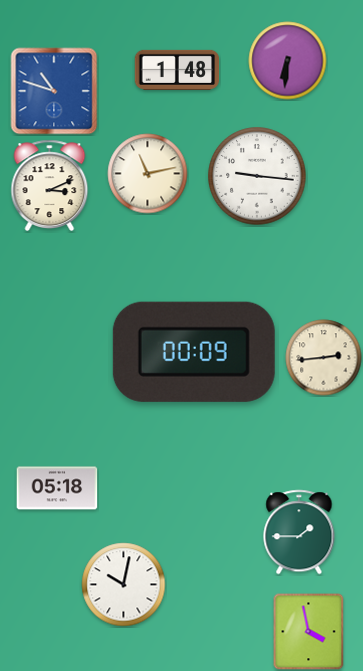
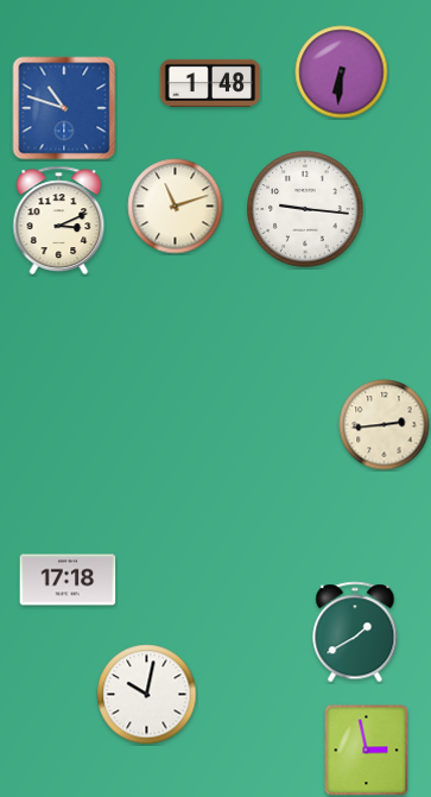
clock at (148, 174): 11:13 -> 11:12
clock at (194, 352): 00:09 -> none
clock at (57, 488): 05:18 -> 17:18
clock at (299, 532): 1:45 -> 1:40
clock at (309, 631): 3:58 -> 2:58
